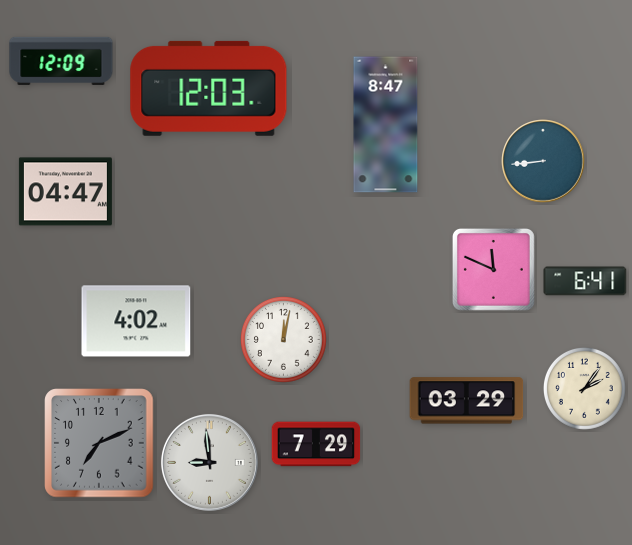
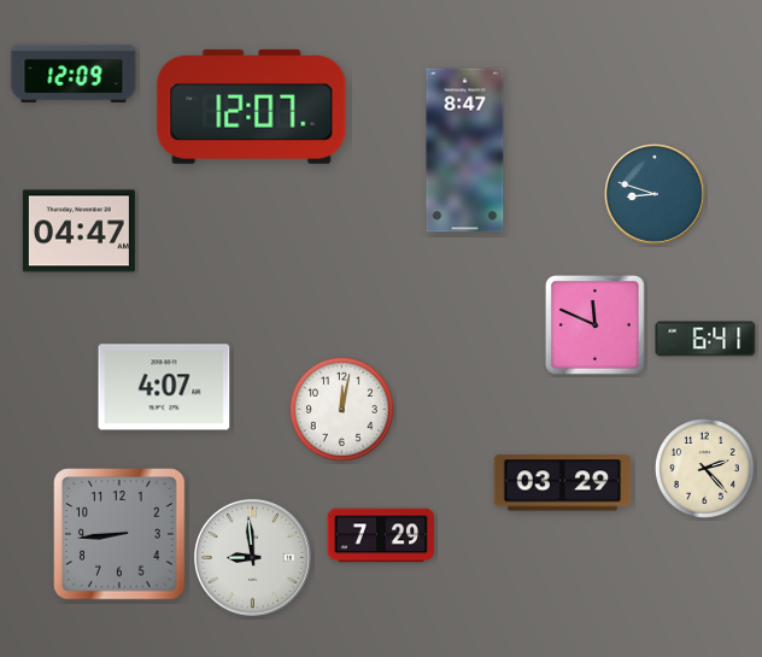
clock at (209, 88): 12:03 -> 12:07
clock at (543, 161): 8:44 -> 8:48
clock at (136, 321): 4:02 -> 4:07
clock at (584, 388): 2:06 -> 2:23
clock at (99, 443): 7:11 -> 8:44
